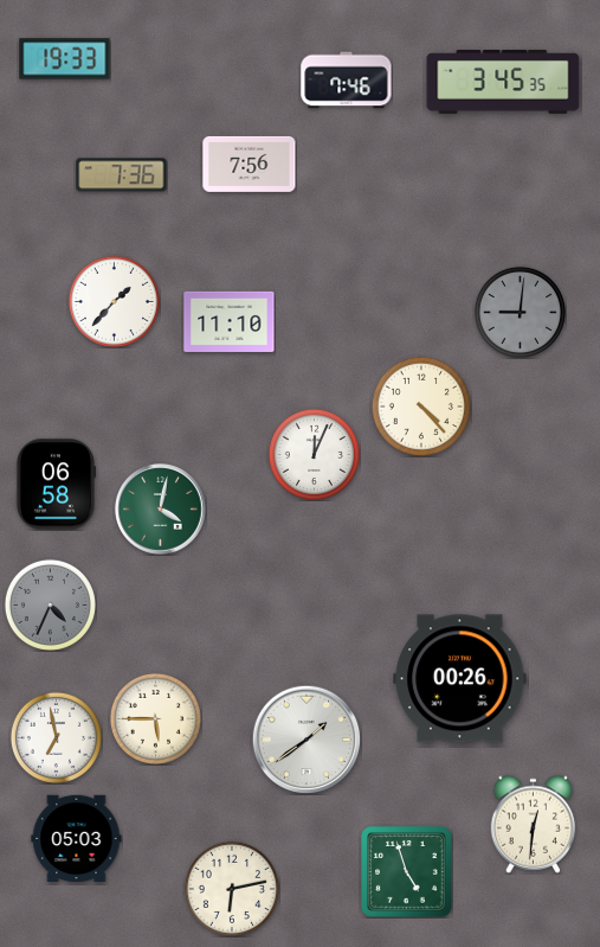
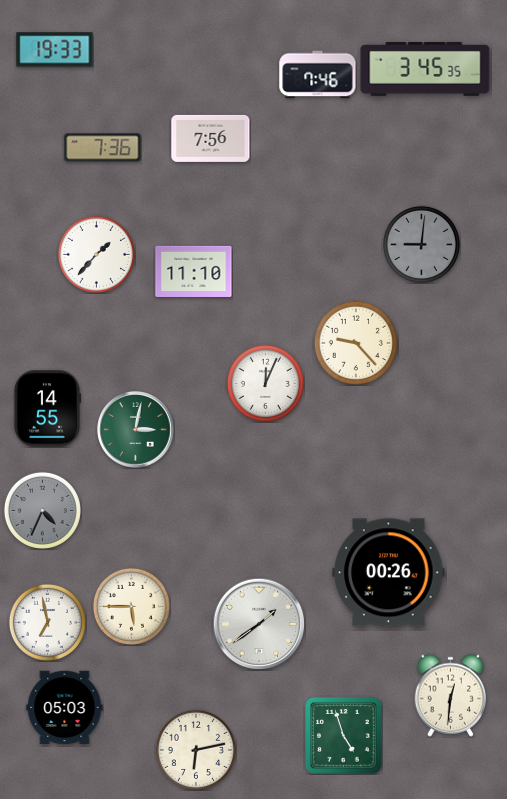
clock at (347, 81) position: (347, 81) -> (318, 75)
clock at (520, 312) position: (520, 312) -> (421, 244)
clock at (421, 407): 4:23 -> 9:23
clock at (54, 485): 06:58 -> 14:55
clock at (161, 510): 4:02 -> 3:02
